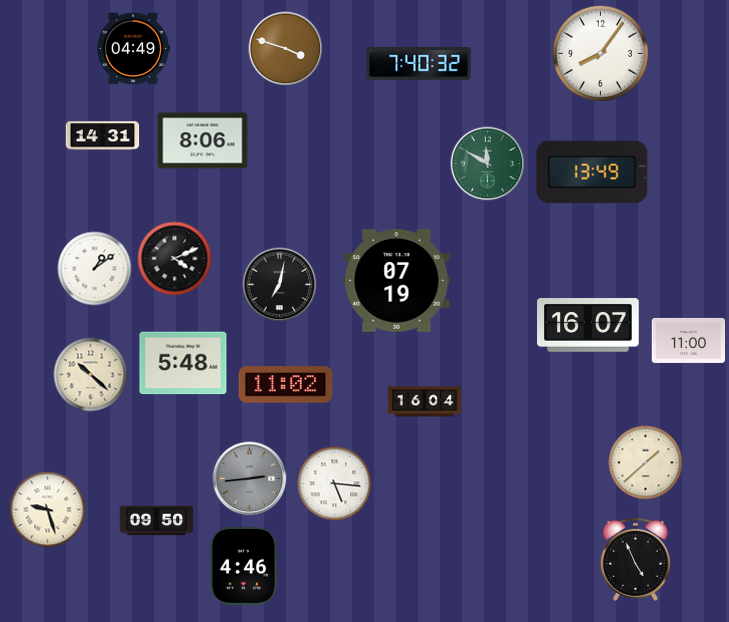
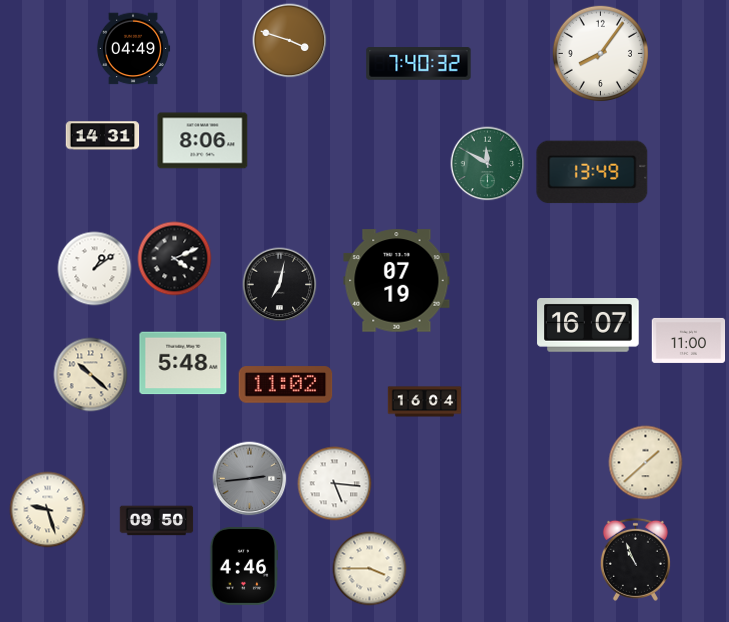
clock at (286, 49) position: (286, 49) -> (290, 41)
clock at (635, 559): 4:56 -> 10:56
clock at (370, 569): none -> 3:45
